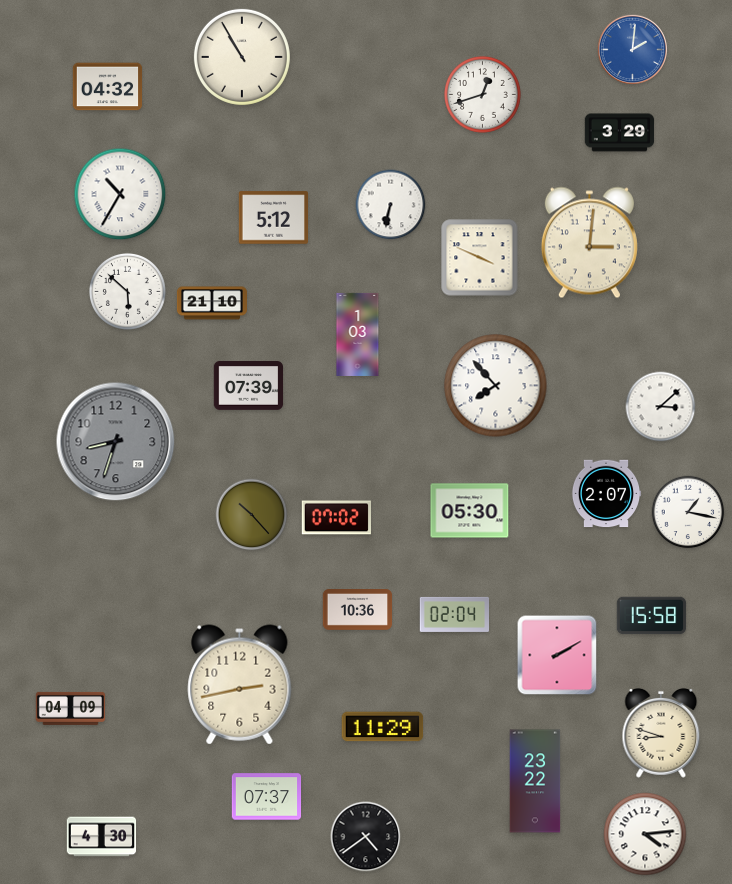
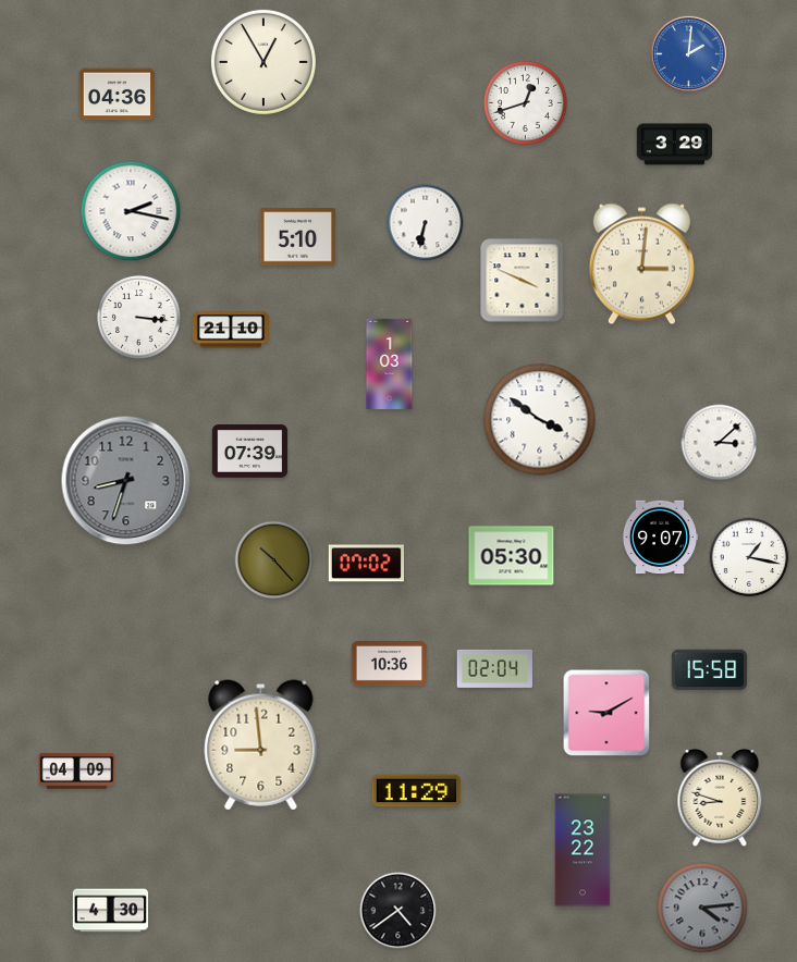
clock at (242, 57): 10:55 -> 12:55
clock at (108, 87): 04:32 -> 04:36
clock at (120, 194): 10:35 -> 2:17
clock at (274, 218): 5:12 -> 5:10
clock at (127, 291): 5:52 -> 3:16
clock at (249, 386) position: (249, 386) -> (250, 452)
clock at (496, 386): 7:53 -> 3:51
clock at (606, 494): 2:07 -> 9:07
clock at (557, 655): 2:10 -> 9:10
clock at (240, 685): 2:43 -> 8:59
clock at (267, 797): 07:37 -> none
clock at (645, 834) dial: white -> grey
